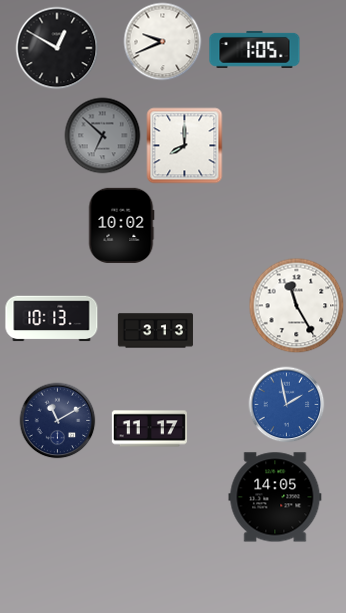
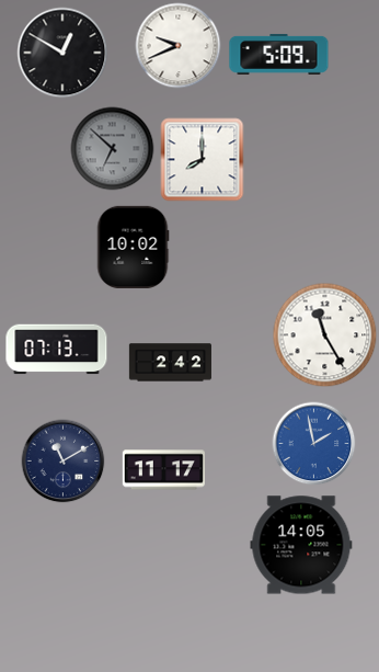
clock at (255, 49): 1:05 -> 5:09
clock at (52, 319): 10:13 -> 07:13
clock at (155, 331): 3:13 -> 2:42
